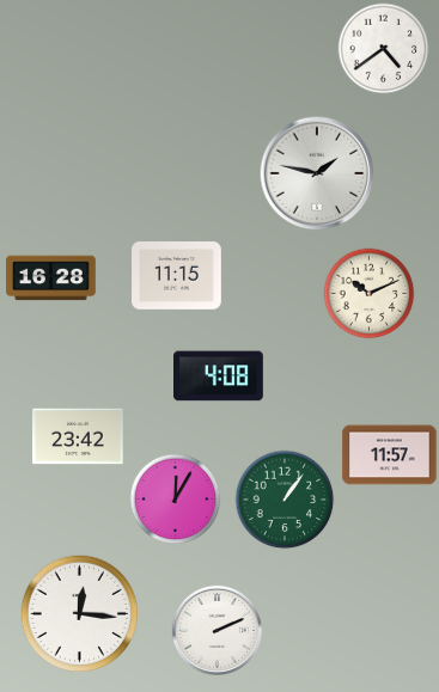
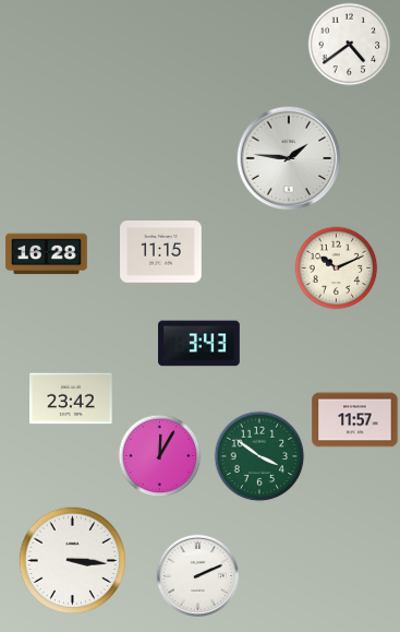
clock at (317, 173): 1:47 -> 1:46
clock at (219, 376): 4:08 -> 3:43
clock at (390, 455) position: (390, 455) -> (355, 420)
clock at (285, 500): 1:06 -> 3:51
clock at (80, 614): 12:16 -> 3:16
